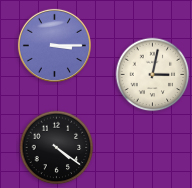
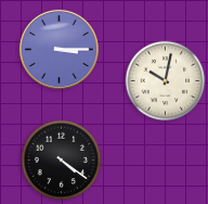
clock at (153, 75): 3:02 -> 10:02
